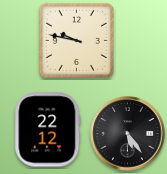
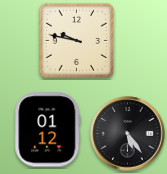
clock at (48, 130): 22:12 -> 01:12
